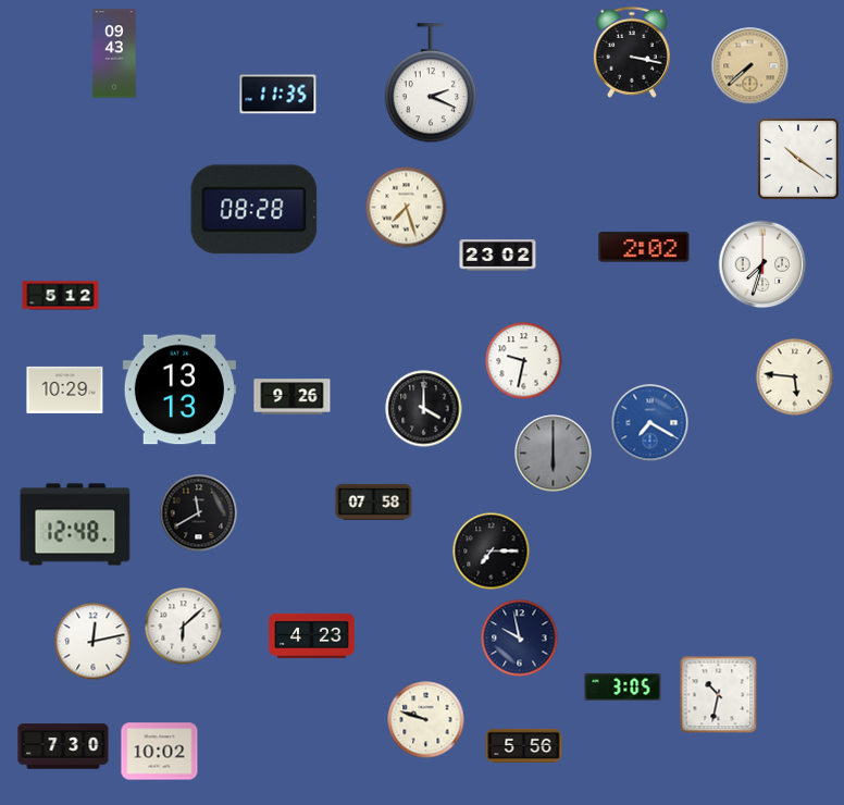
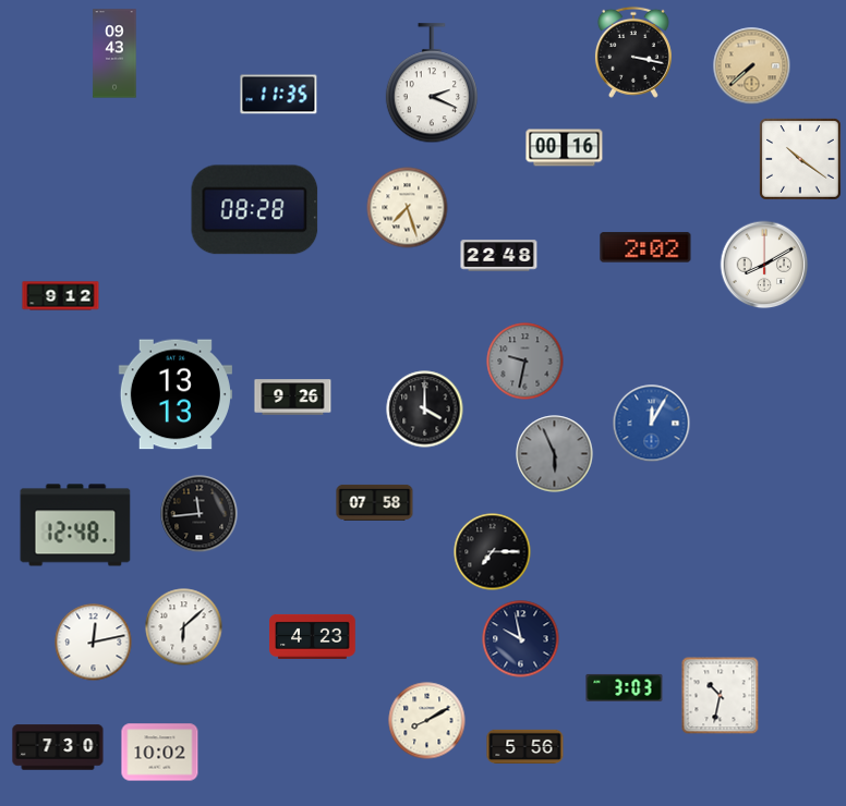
clock at (565, 148): none -> 00:16
clock at (498, 256): 23:02 -> 22:48
clock at (762, 264): 7:33 -> 8:10
clock at (61, 296): 5:12 -> 9:12
clock at (524, 361) dial: white -> grey
clock at (795, 377): 5:46 -> none
clock at (65, 389): 10:29 -> none
clock at (179, 389) position: (179, 389) -> (176, 394)
clock at (650, 423): 7:20 -> 12:05
clock at (554, 454): 6:00 -> 5:56
clock at (199, 513): 11:40 -> 11:44
clock at (623, 686): 3:05 -> 3:03
clock at (426, 720): 9:48 -> 8:10
clock at (63, 746) position: (63, 746) -> (58, 747)
